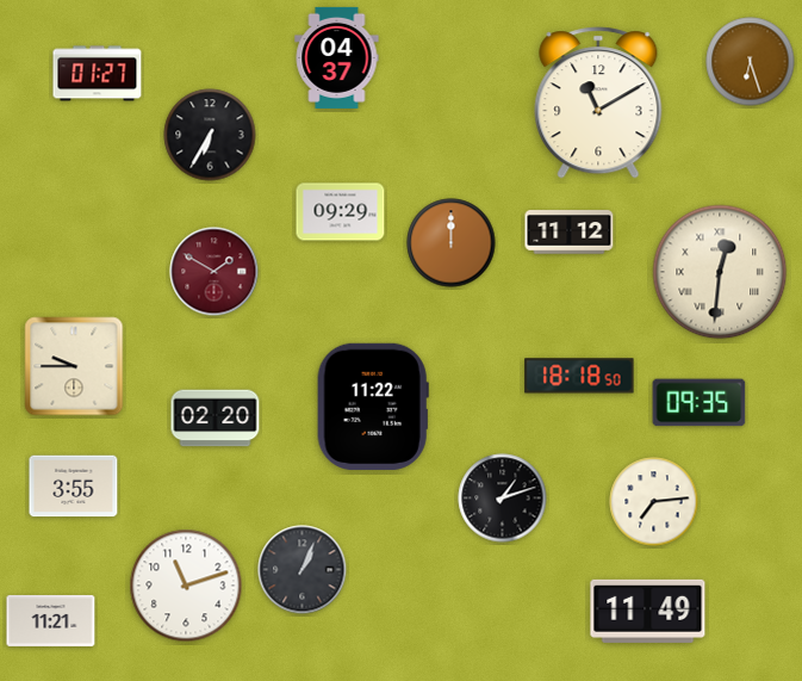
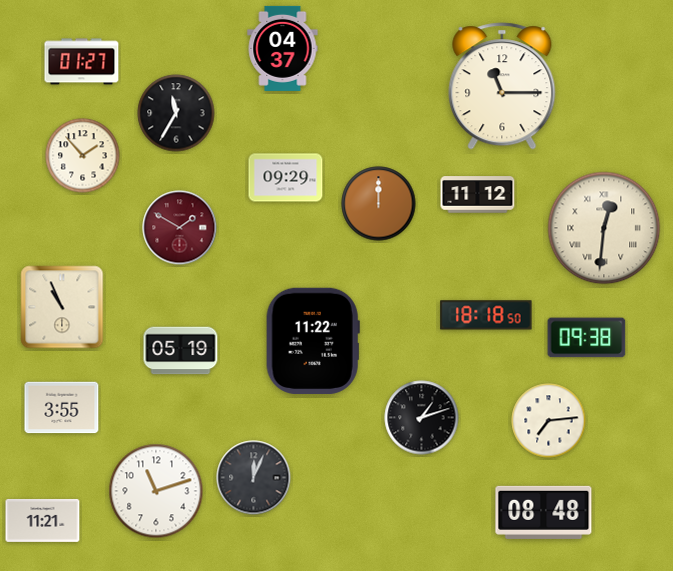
clock at (751, 62): 6:27 -> none
clock at (598, 103): 11:10 -> 11:15
clock at (210, 135): 6:35 -> 11:35
clock at (83, 156): none -> 1:53
clock at (74, 366): 9:45 -> 10:56
clock at (700, 403): 09:35 -> 09:38
clock at (216, 419): 02:20 -> 05:19
clock at (303, 570): 1:04 -> 12:04
clock at (648, 611): 11:49 -> 08:48
